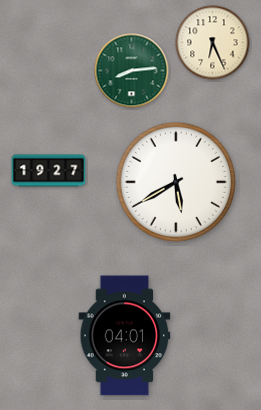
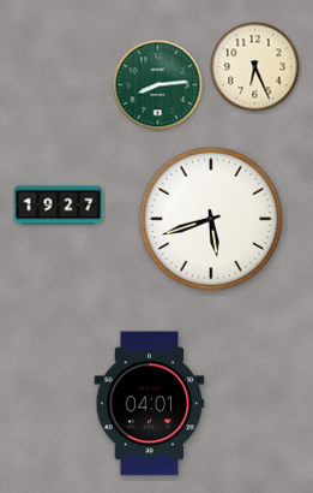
clock at (213, 43) position: (213, 43) -> (255, 67)
clock at (176, 182): 5:40 -> 5:42
